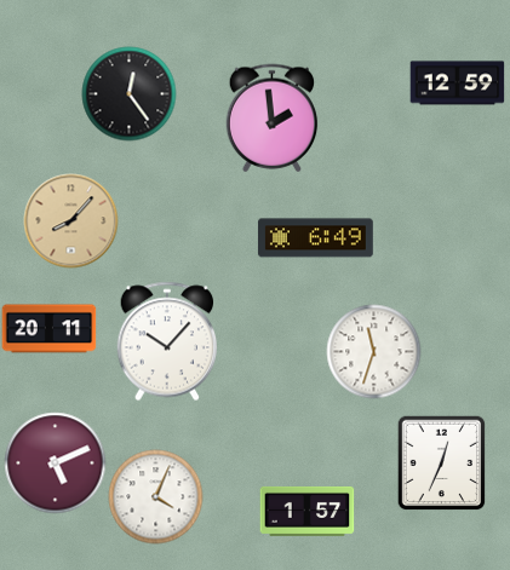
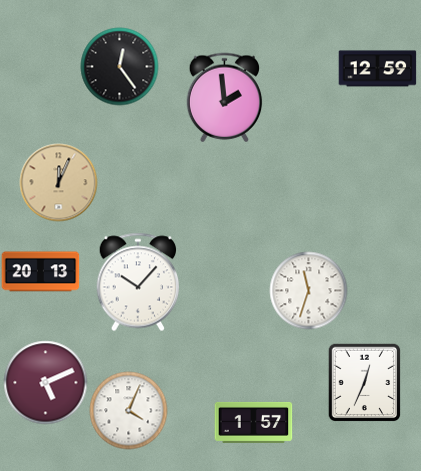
clock at (128, 93) position: (128, 93) -> (119, 66)
clock at (70, 220): 8:07 -> 12:04
clock at (315, 238): 6:49 -> none
clock at (48, 329): 20:11 -> 20:13
